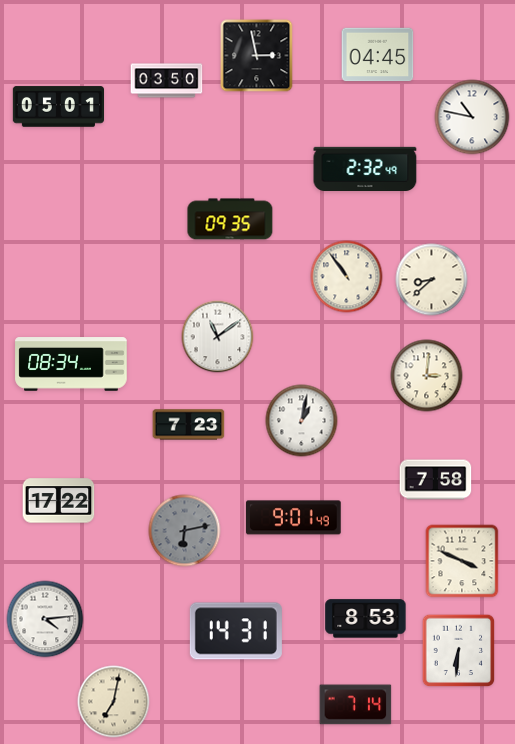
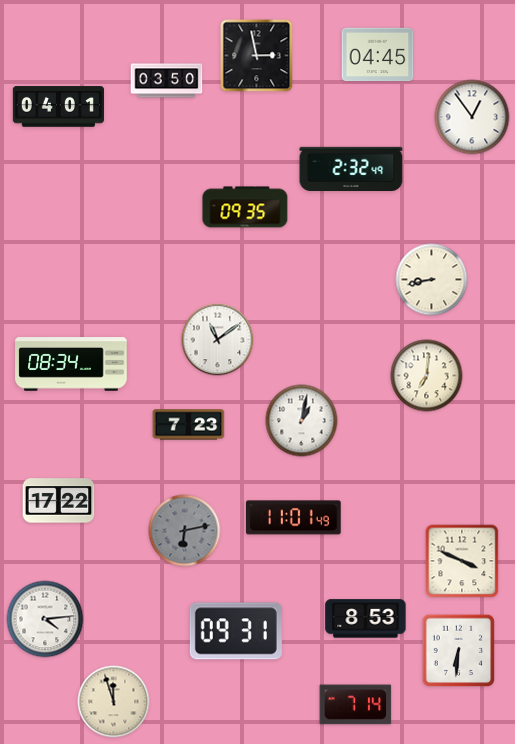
clock at (58, 107): 05:01 -> 04:01
clock at (472, 117): 10:47 -> 12:54
clock at (365, 169) position: (365, 169) -> (351, 169)
clock at (230, 219) position: (230, 219) -> (245, 207)
clock at (347, 277): 10:54 -> none
clock at (432, 280): 8:38 -> 8:43
clock at (218, 337) position: (218, 337) -> (218, 340)
clock at (427, 376): 3:01 -> 7:01
clock at (436, 480): 7:58 -> none
clock at (294, 518): 9:01 -> 11:01
clock at (236, 631): 14:31 -> 09:31
clock at (114, 702): 7:02 -> 11:57
